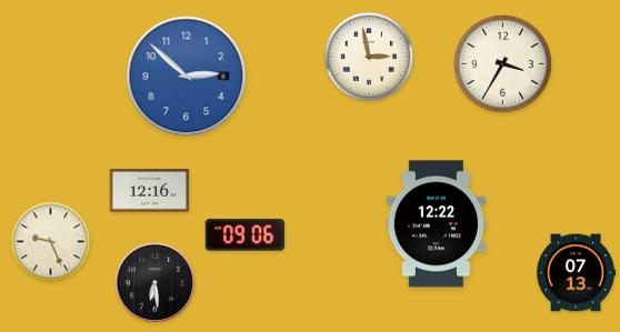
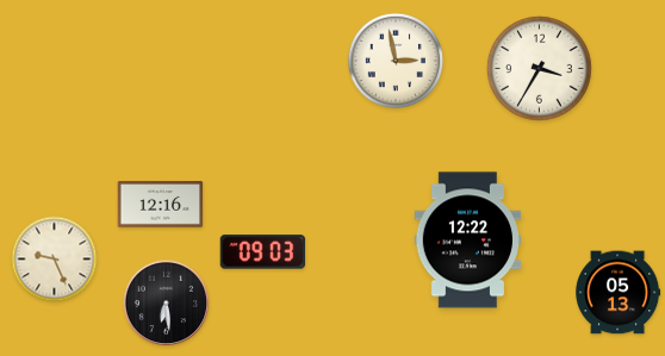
clock at (187, 77): 2:52 -> none
clock at (246, 235): 09:06 -> 09:03
clock at (577, 273): 07:13 -> 05:13
